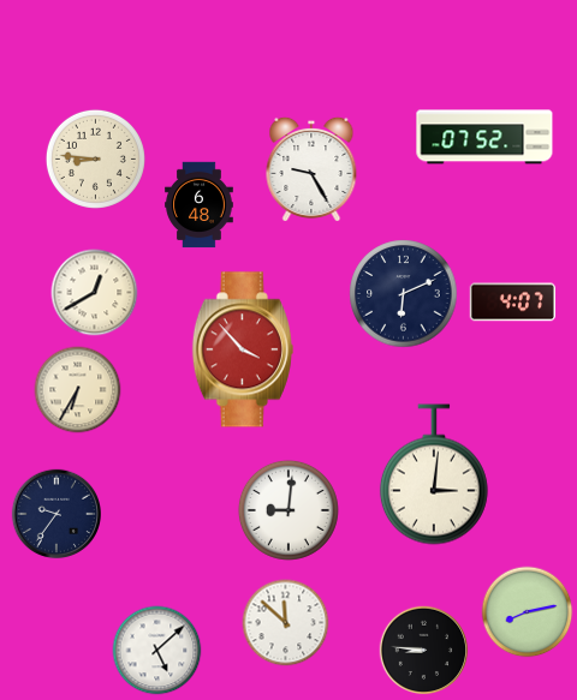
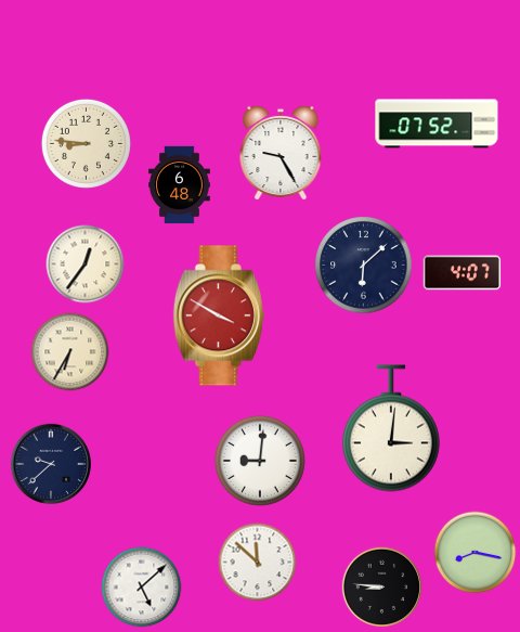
clock at (95, 293): 12:40 -> 12:36
clock at (404, 294): 6:11 -> 6:08
clock at (243, 349): 3:53 -> 3:50
clock at (55, 513): 9:36 -> 9:38
clock at (528, 612): 8:13 -> 8:17
